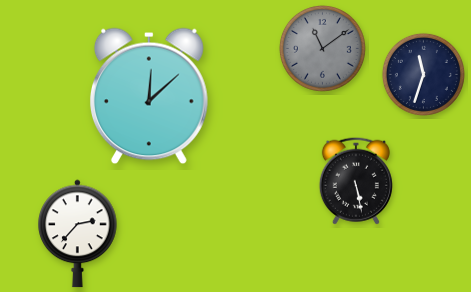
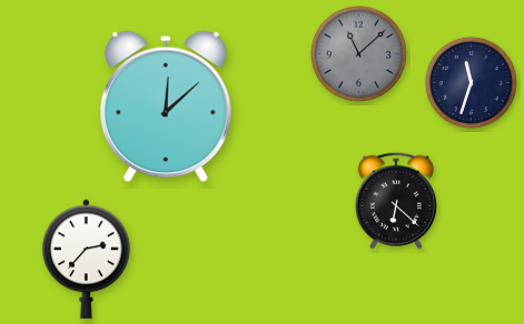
clock at (322, 48): 11:09 -> 11:08
clock at (356, 181): 5:28 -> 6:22
